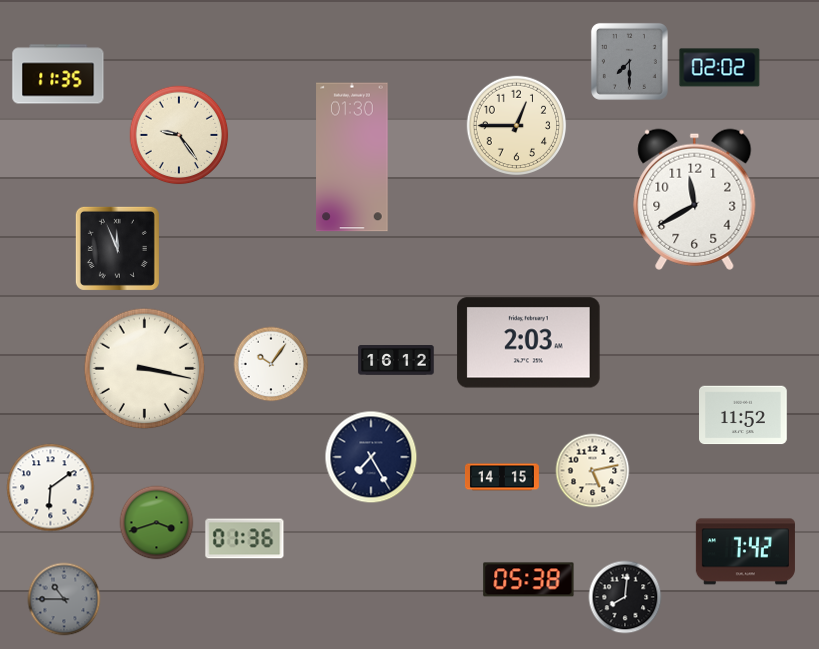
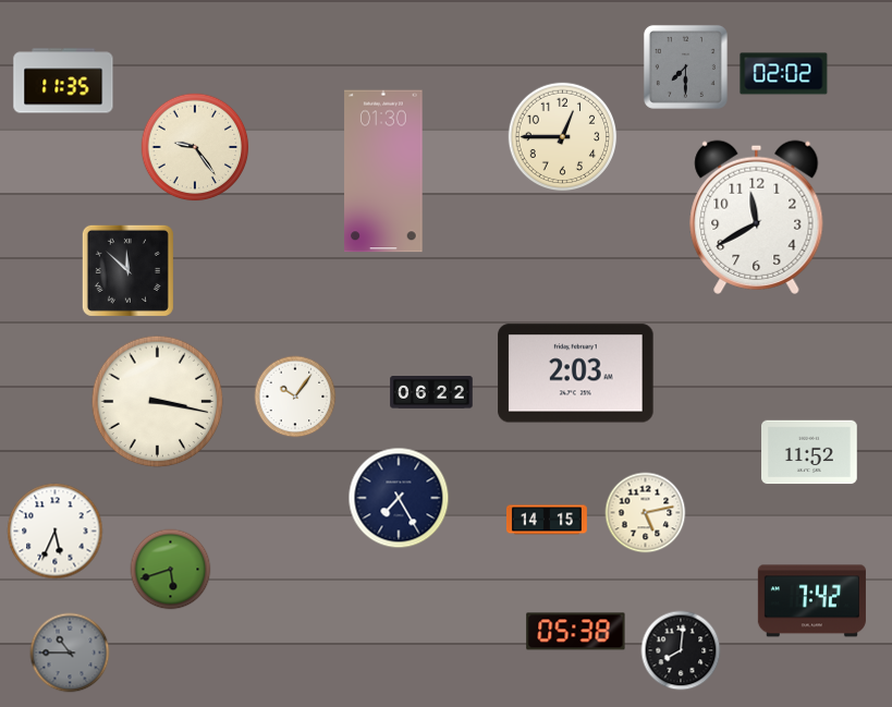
clock at (117, 248): 11:56 -> 11:52
clock at (396, 361): 16:12 -> 06:22
clock at (371, 457) position: (371, 457) -> (399, 498)
clock at (51, 488): 6:09 -> 5:34
clock at (157, 523): 3:42 -> 5:42
clock at (245, 539): 01:36 -> none
